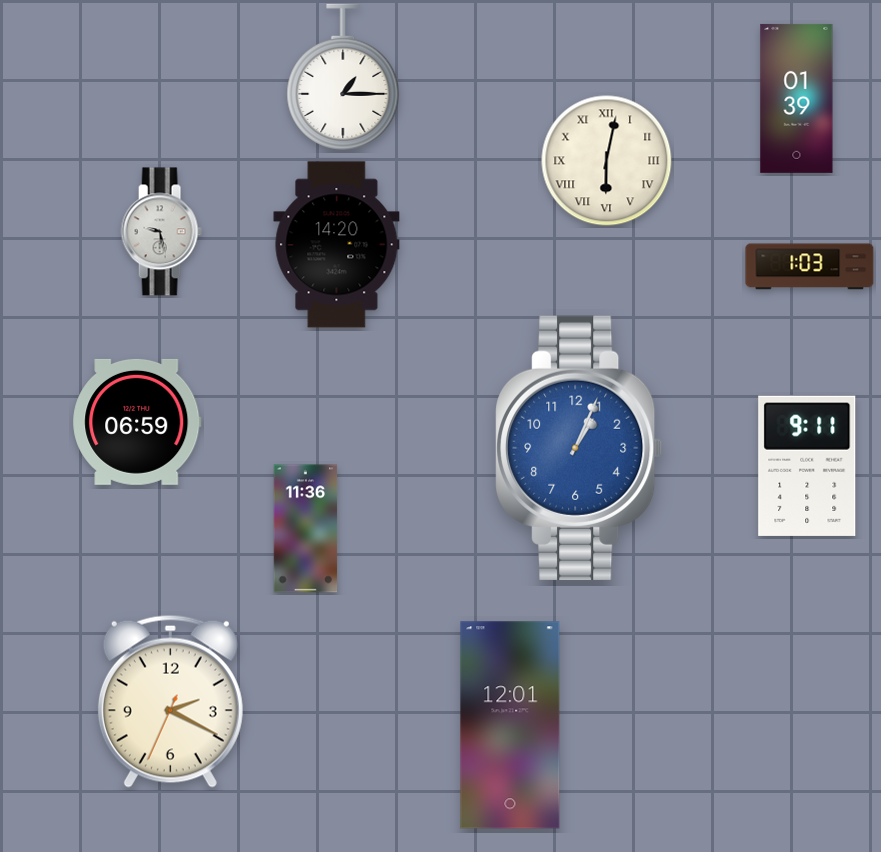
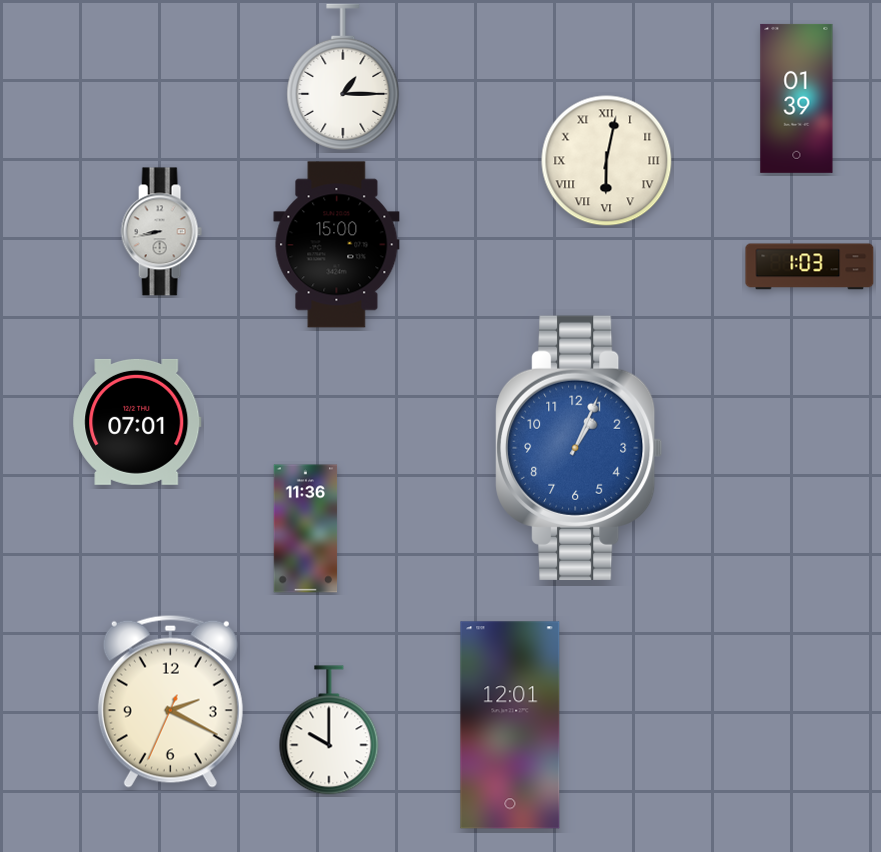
clock at (161, 232): 9:28 -> 8:43
clock at (337, 245): 14:20 -> 15:00
clock at (137, 422): 06:59 -> 07:01
clock at (807, 466): 9:11 -> none
clock at (329, 730): none -> 10:00
